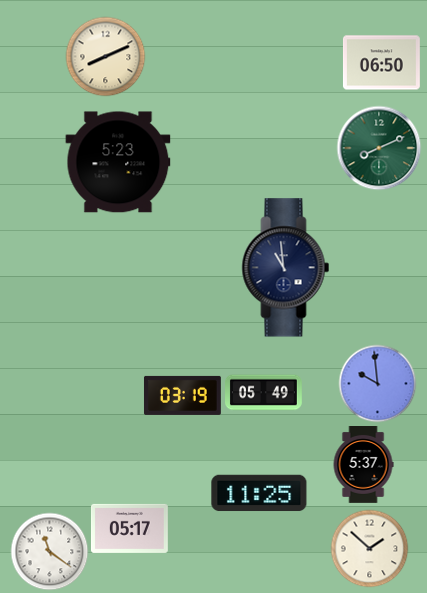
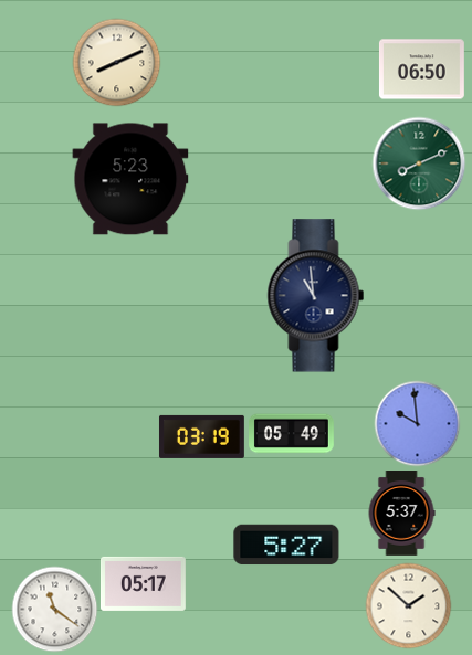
clock at (259, 493): 11:25 -> 5:27
